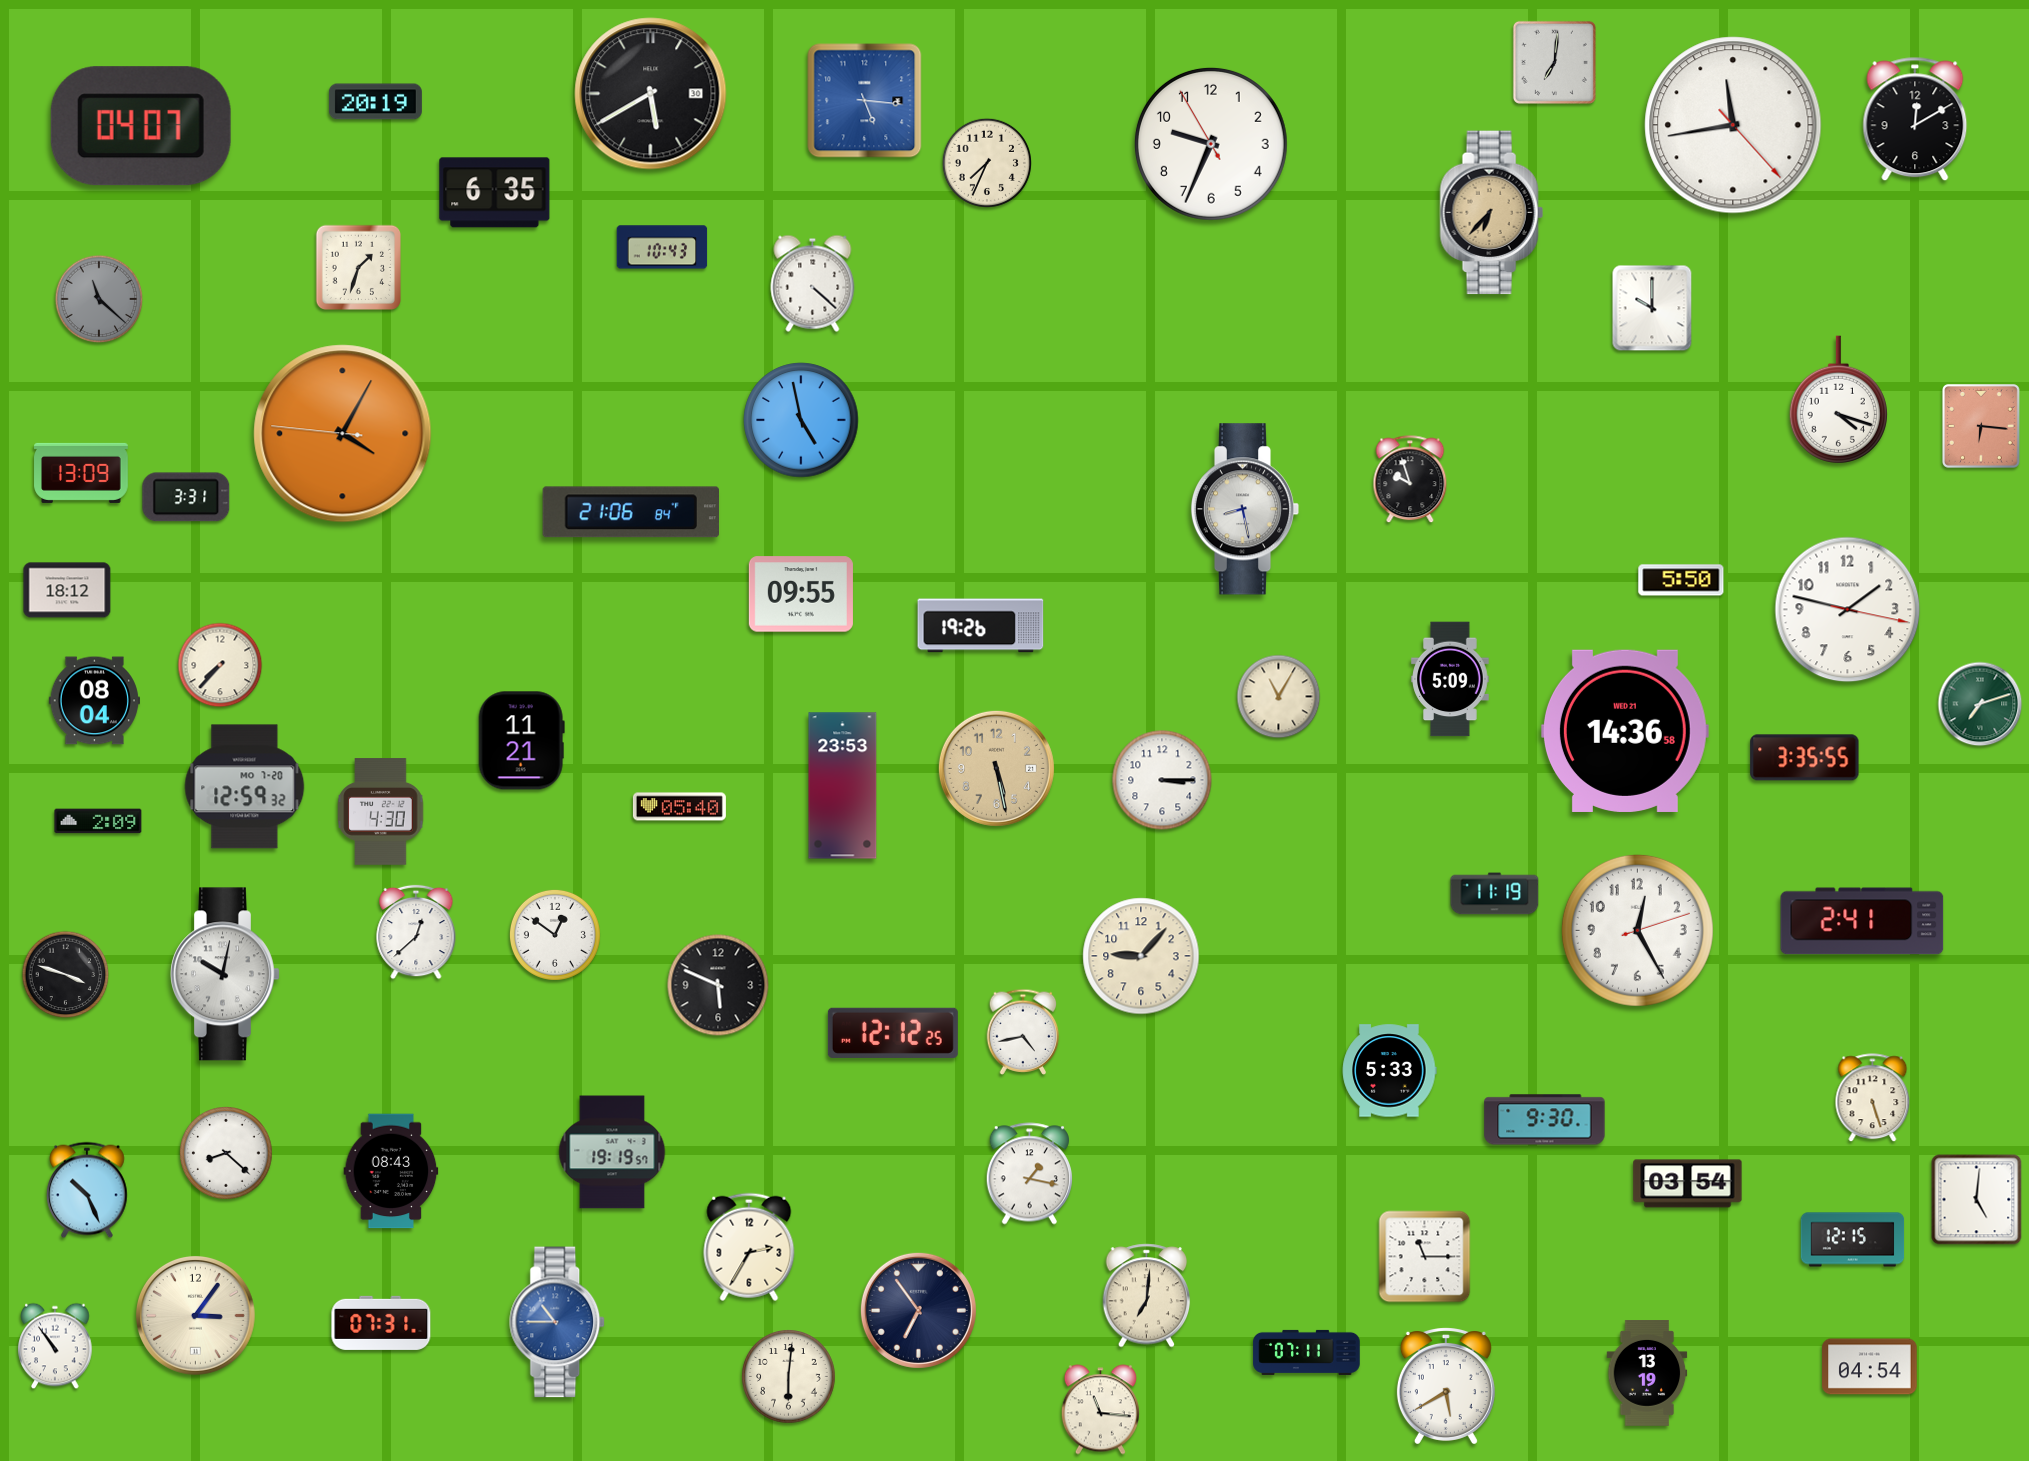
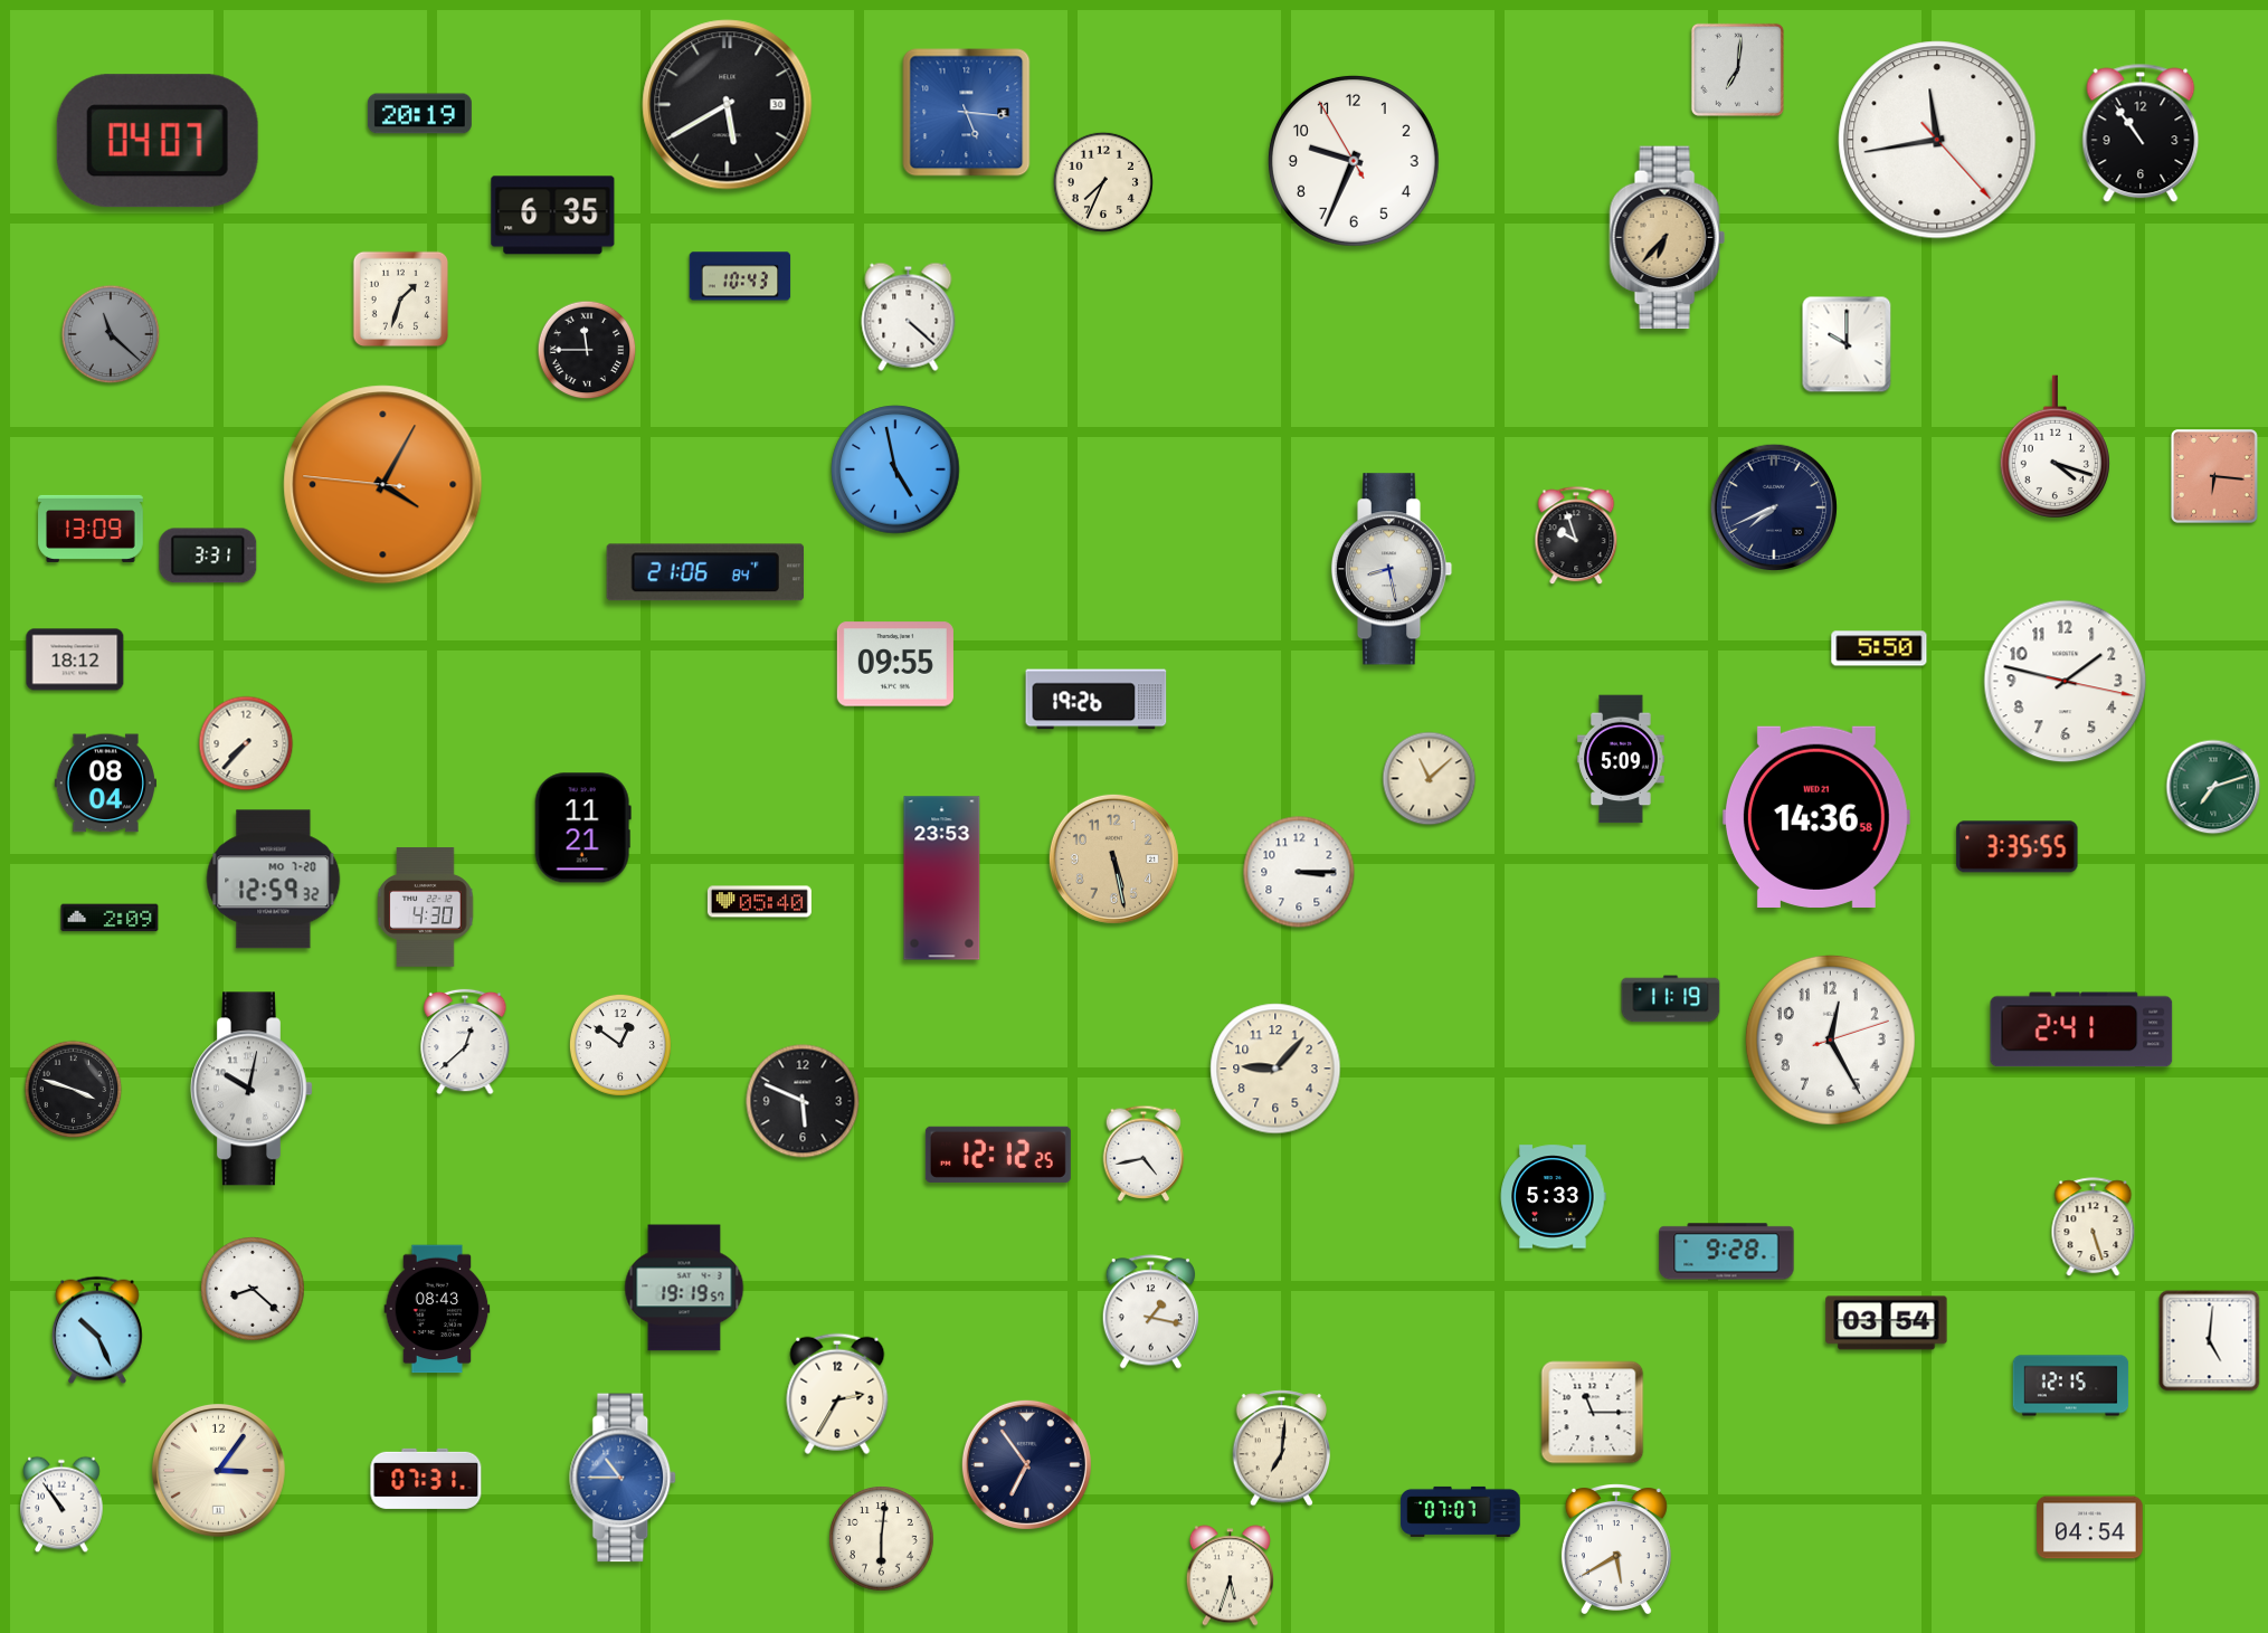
clock at (1915, 119): 12:10 -> 10:54
clock at (587, 350): none -> 11:45
clock at (1773, 506): none -> 7:41
clock at (1279, 697): 11:05 -> 11:08
clock at (1545, 1120): 9:30 -> 9:28
clock at (1425, 1257) position: (1425, 1257) -> (1593, 1413)
clock at (1307, 1352): 07:11 -> 07:07
clock at (1647, 1374): 13:19 -> none
clock at (1100, 1410): 11:16 -> 5:33
